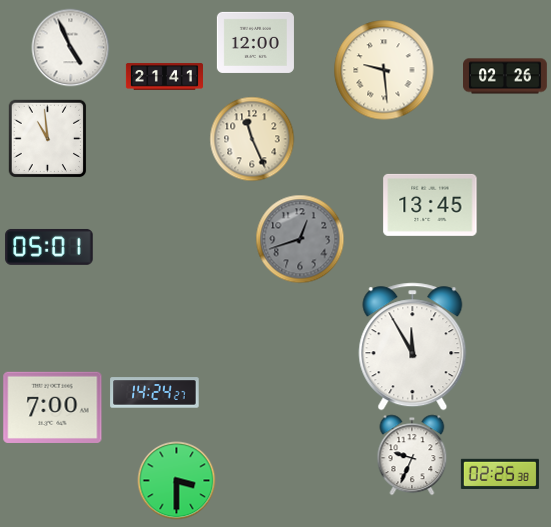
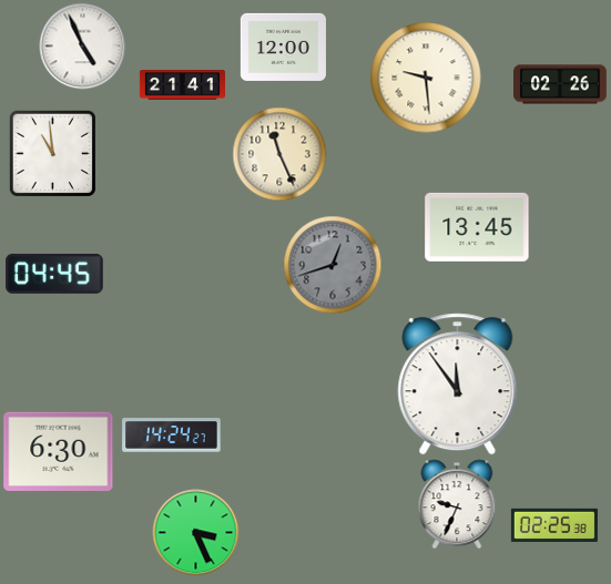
clock at (70, 47) position: (70, 47) -> (82, 45)
clock at (49, 247): 05:01 -> 04:45
clock at (413, 347): 11:55 -> 11:54
clock at (53, 407): 7:00 -> 6:30
clock at (176, 480): 3:30 -> 3:26
